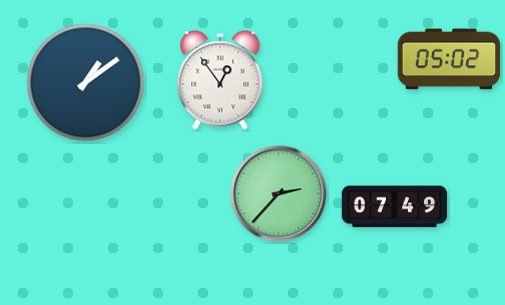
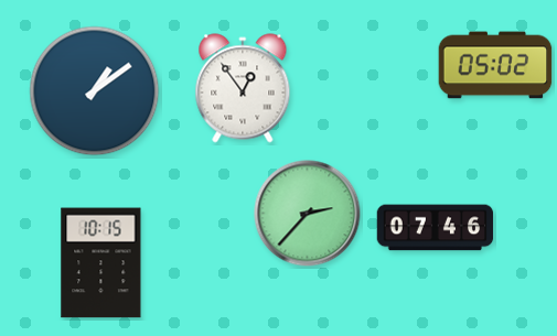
clock at (395, 207): 07:49 -> 07:46
clock at (101, 263): none -> 10:15
